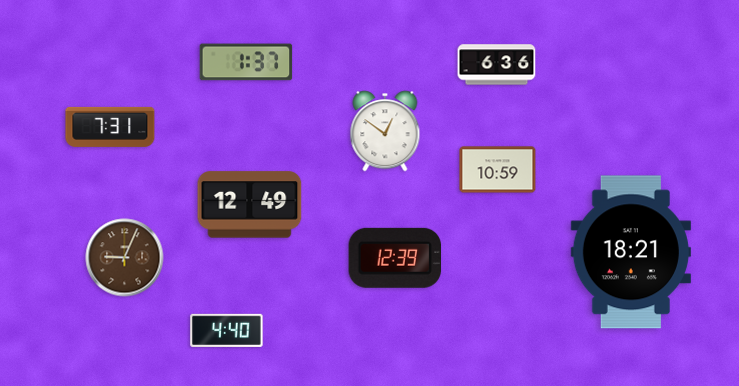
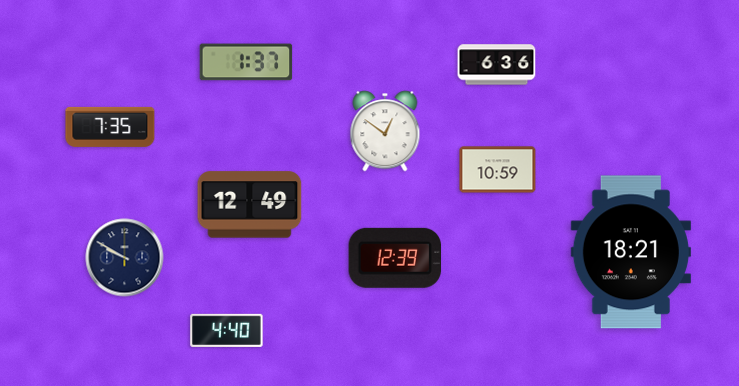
clock at (110, 127): 7:31 -> 7:35
clock at (125, 258): 9:04 -> 9:50
clock at (125, 258) dial: brown -> navy
